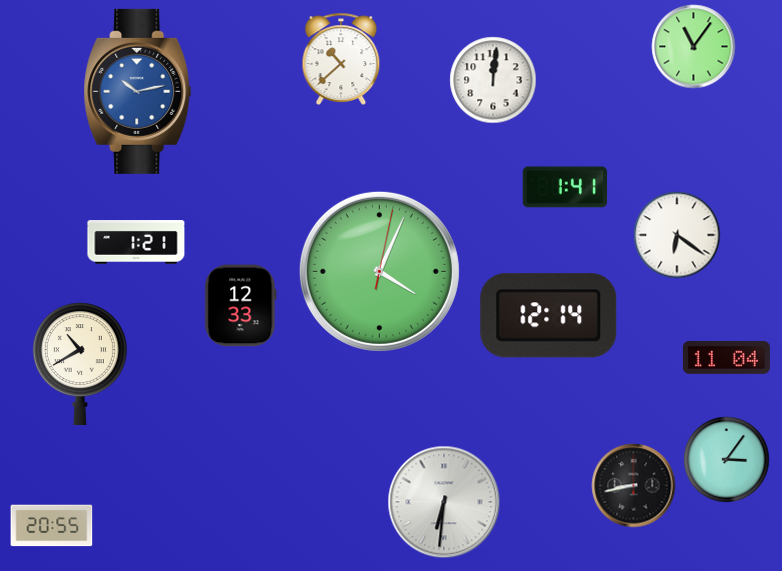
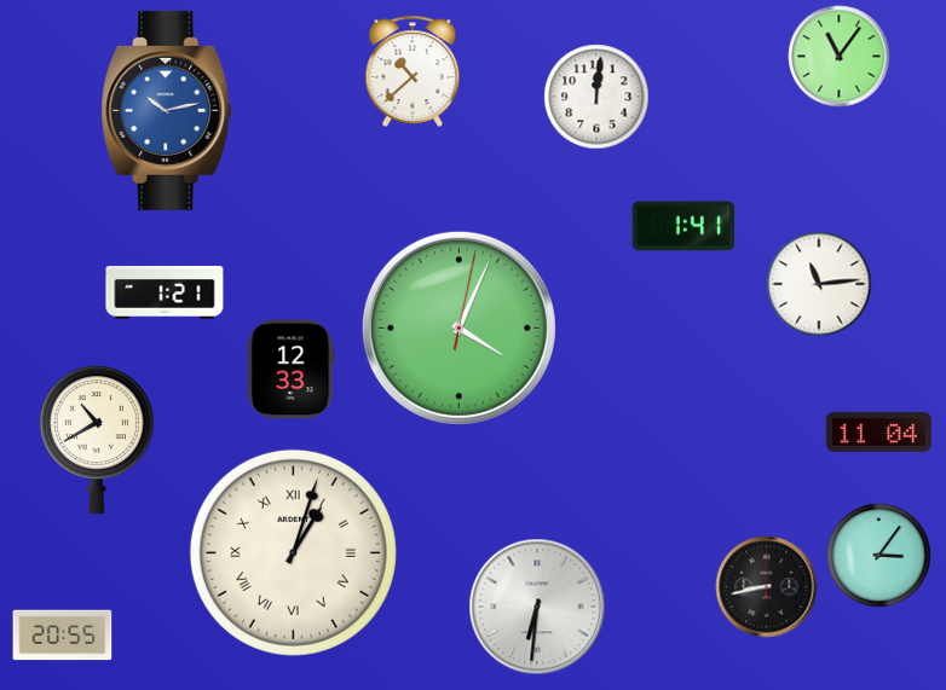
clock at (677, 235): 6:21 -> 11:14
clock at (549, 316): 12:14 -> none
clock at (293, 552): none -> 1:03
